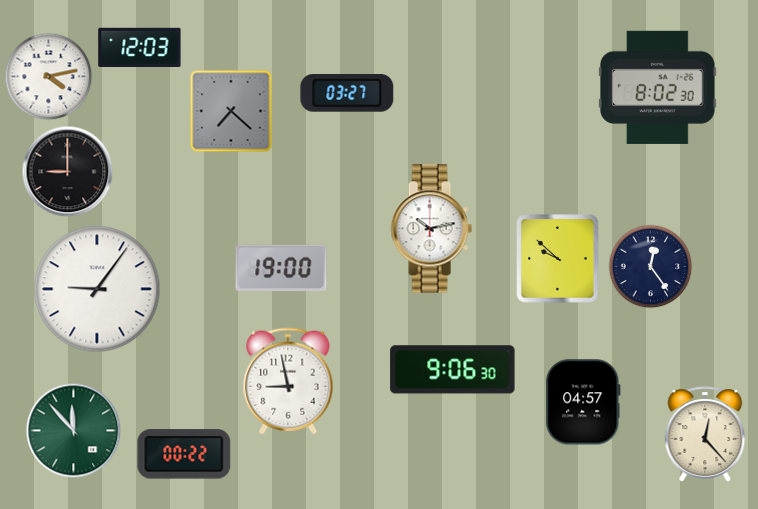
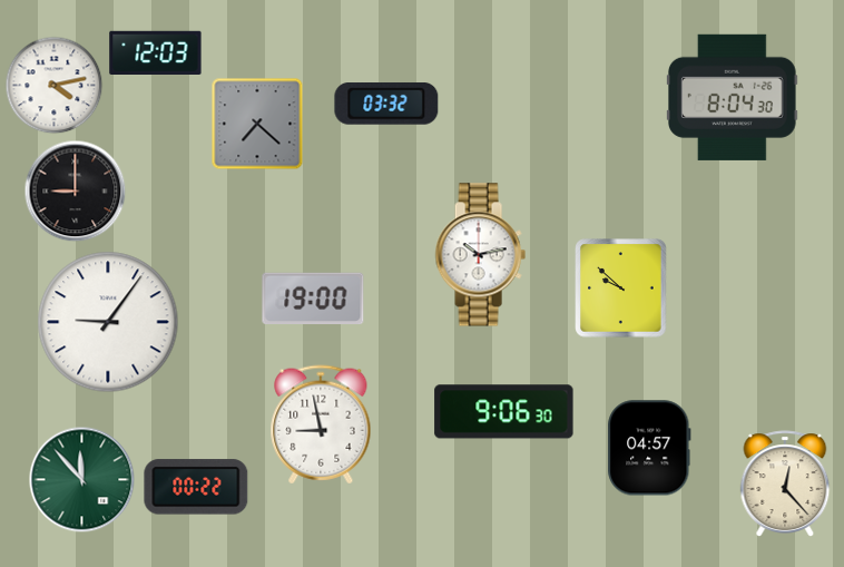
clock at (658, 87): 8:02 -> 8:04
clock at (347, 94): 03:27 -> 03:32
clock at (650, 266): 12:24 -> none
clock at (184, 454) position: (184, 454) -> (196, 487)
